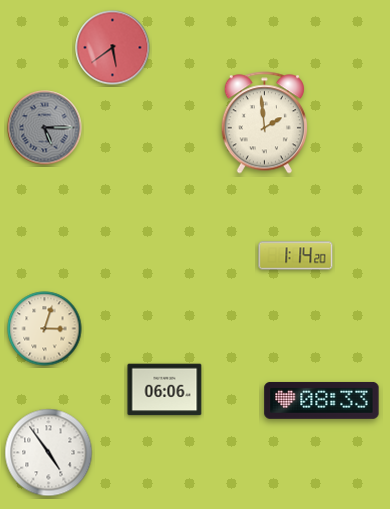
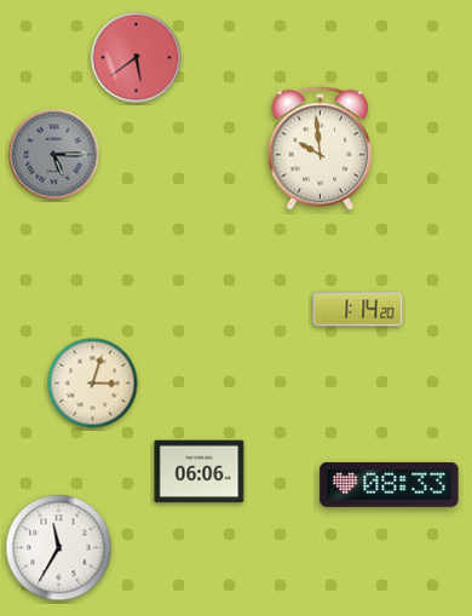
clock at (264, 123): 1:59 -> 9:59
clock at (45, 329) position: (45, 329) -> (93, 384)
clock at (49, 453): 4:54 -> 11:35
